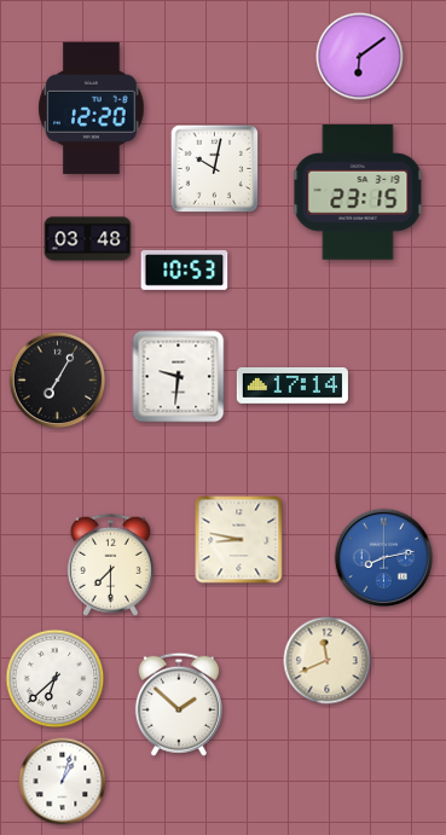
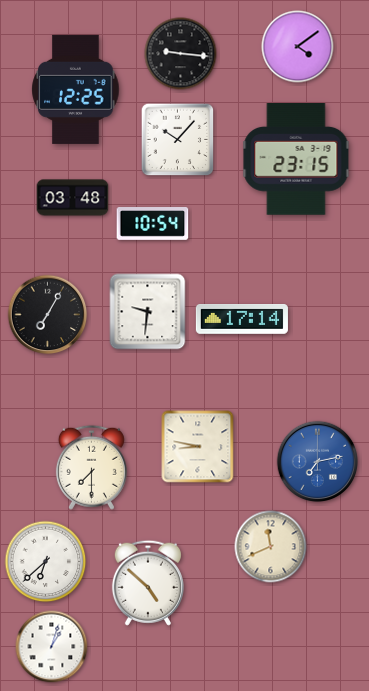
clock at (360, 57): 6:09 -> 4:09
clock at (181, 54): none -> 9:16
clock at (92, 108): 12:20 -> 12:25
clock at (215, 169): 10:02 -> 10:07
clock at (185, 271): 10:53 -> 10:54
clock at (384, 558): 8:13 -> 7:13
clock at (179, 704): 1:52 -> 4:52
